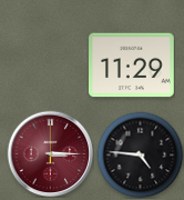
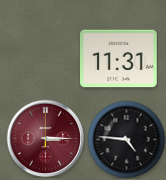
clock at (132, 66): 11:29 -> 11:31
